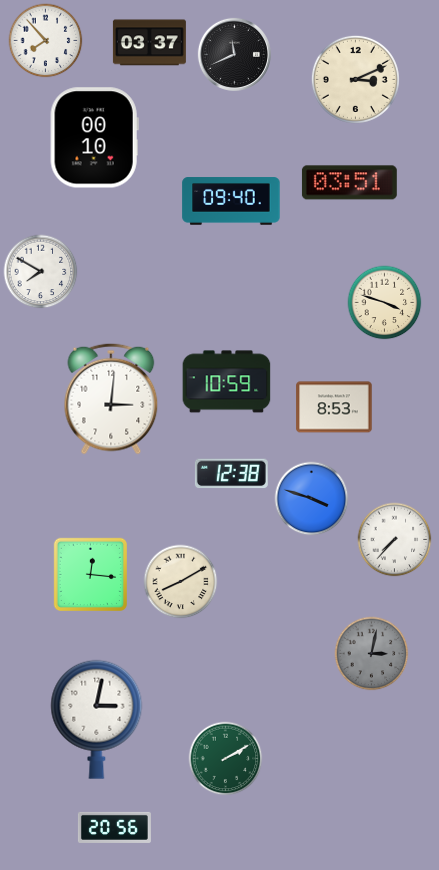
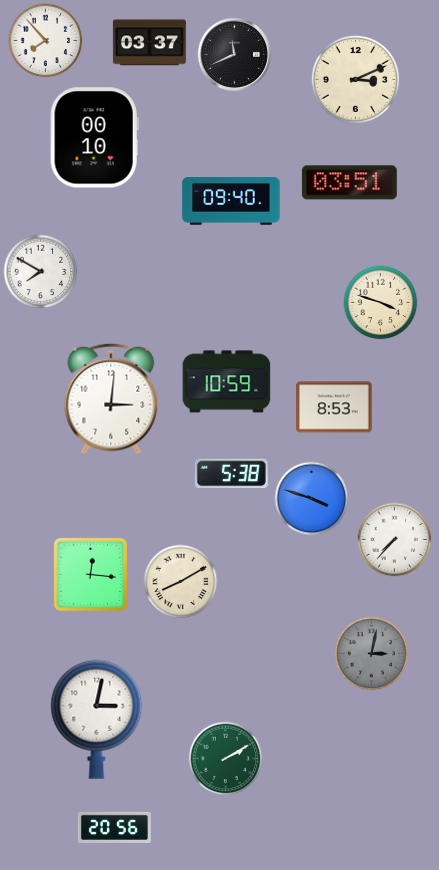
clock at (385, 303) position: (385, 303) -> (381, 303)
clock at (231, 474): 12:38 -> 5:38
